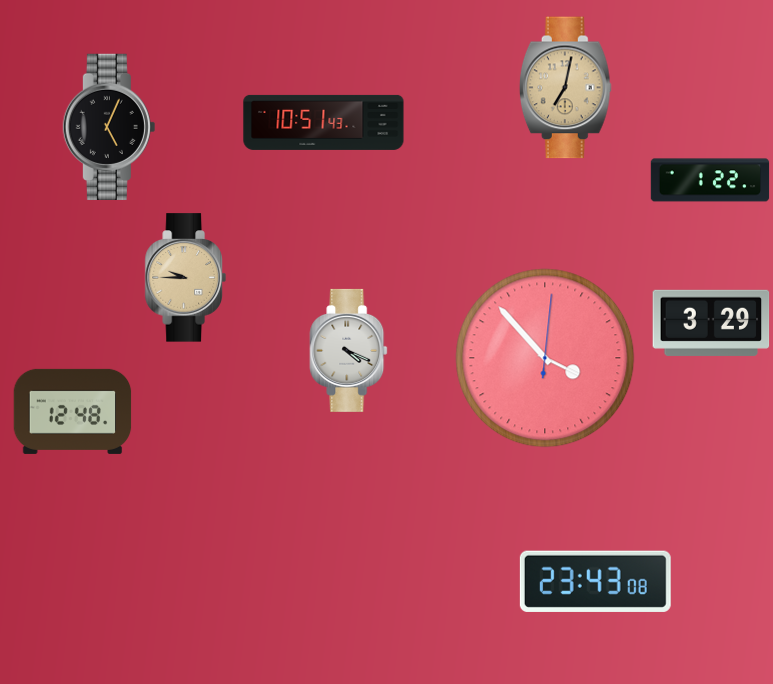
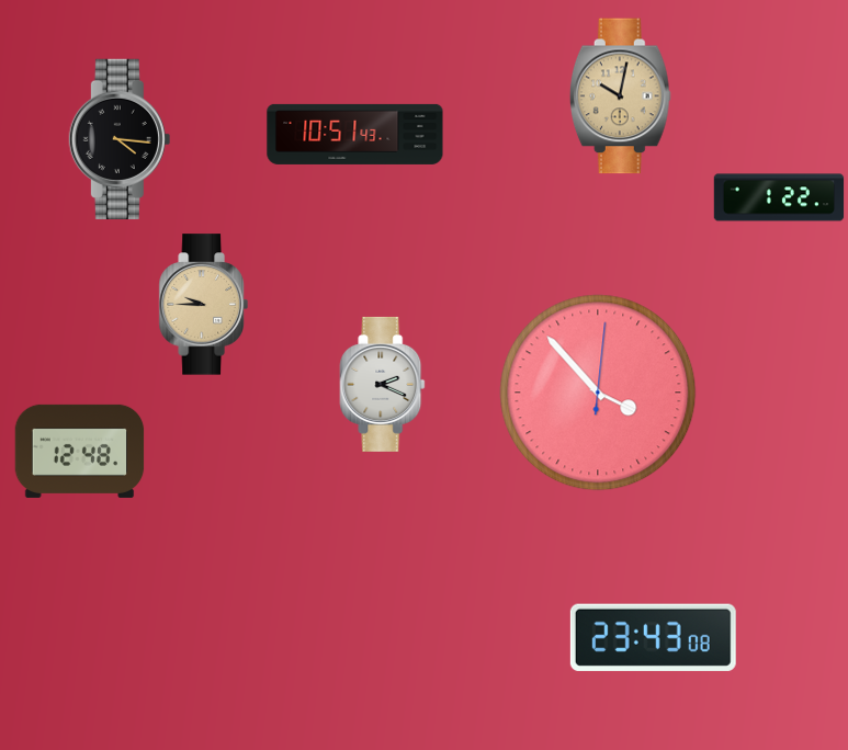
clock at (565, 88): 7:02 -> 10:02
clock at (109, 127): 5:04 -> 4:16
clock at (711, 323): 3:29 -> none
clock at (349, 350): 4:19 -> 2:19
